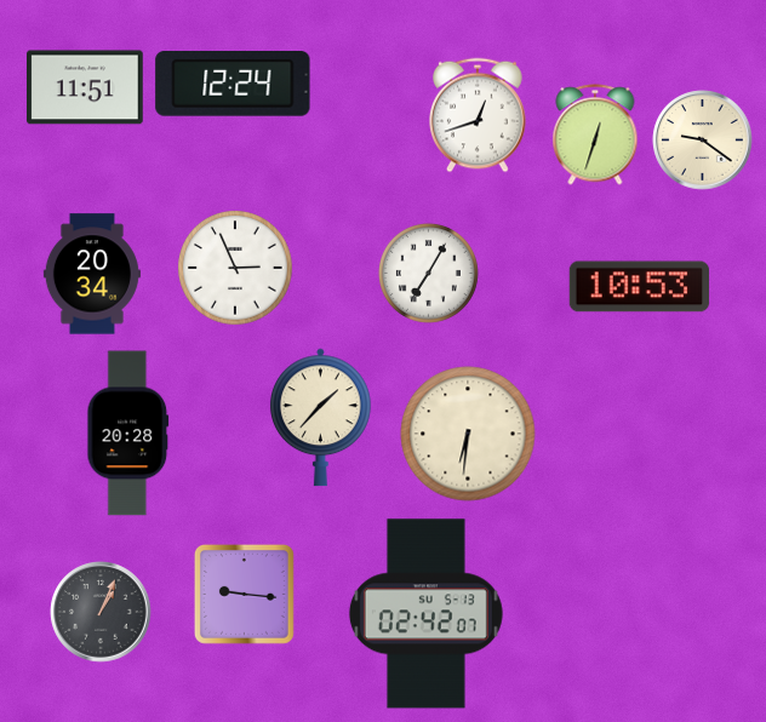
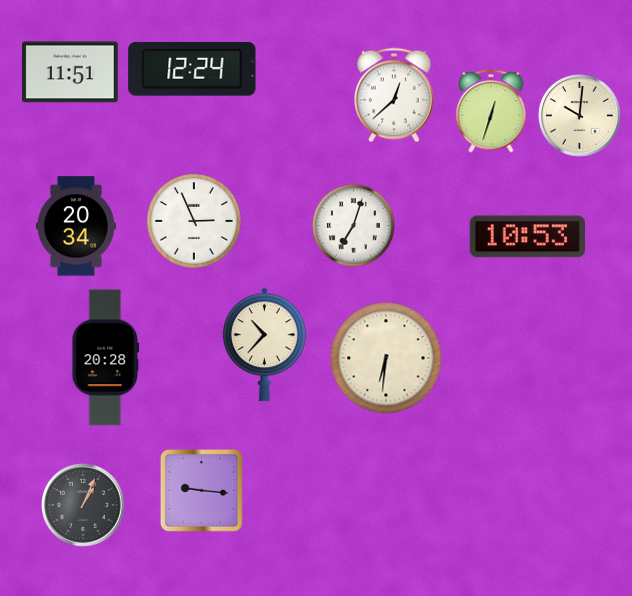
clock at (478, 115): 12:42 -> 12:38
clock at (703, 141): 9:21 -> 10:01
clock at (428, 273): 7:05 -> 7:03
clock at (321, 418): 1:37 -> 10:37
clock at (425, 614): 02:42 -> none
